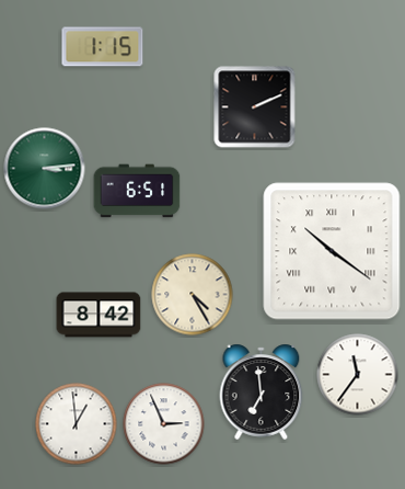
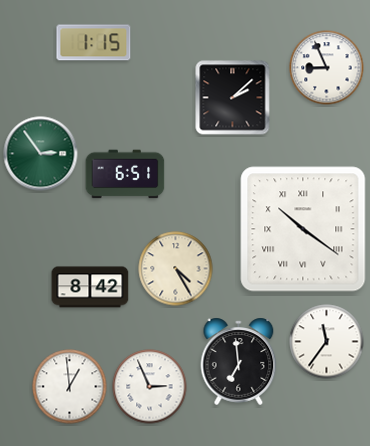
clock at (327, 68): none -> 8:56
clock at (255, 107): 2:11 -> 2:08
clock at (45, 169): 3:14 -> 2:54
clock at (262, 391) position: (262, 391) -> (239, 361)
